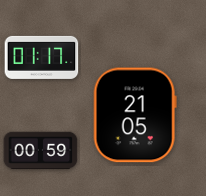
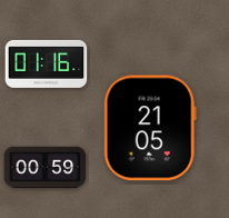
clock at (42, 57): 01:17 -> 01:16
